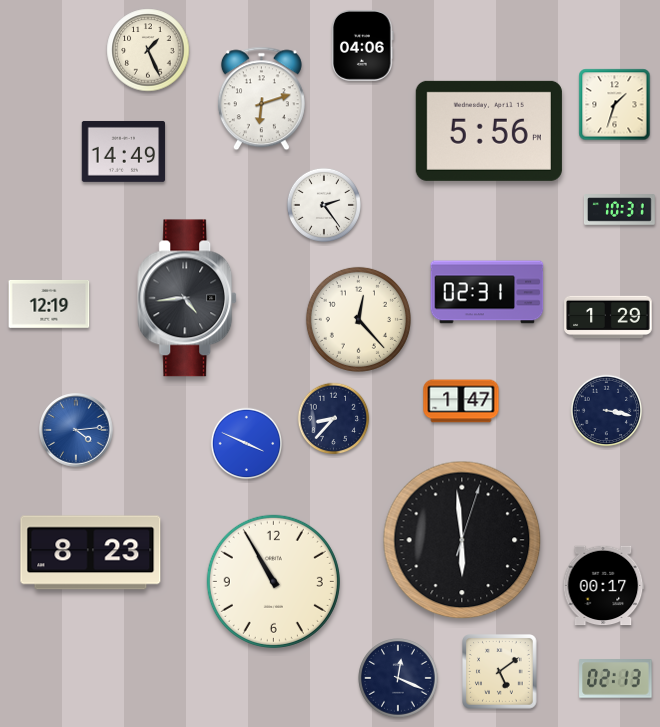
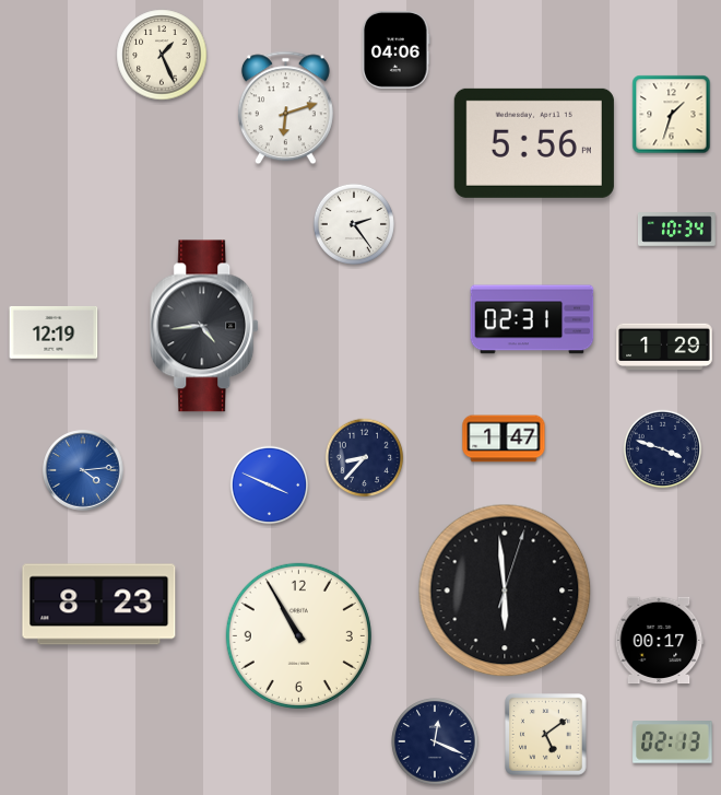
clock at (124, 151): 14:49 -> none
clock at (620, 210): 10:31 -> 10:34
clock at (358, 319): 12:23 -> none
clock at (607, 411): 3:17 -> 3:48
